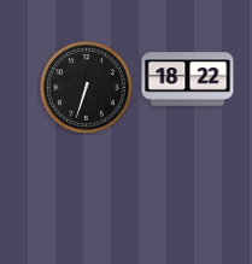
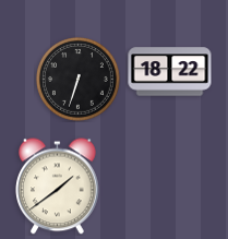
clock at (58, 187): none -> 1:39
